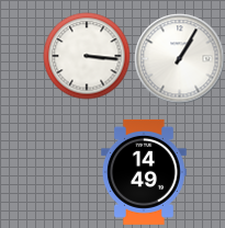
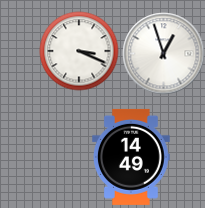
clock at (87, 56): 3:16 -> 3:19
clock at (179, 58): 1:05 -> 12:57
